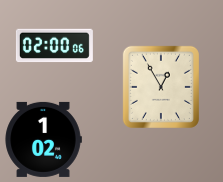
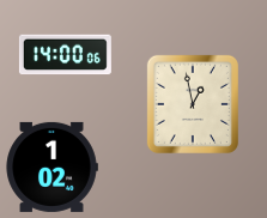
clock at (54, 46): 02:00 -> 14:00
clock at (161, 87): 12:55 -> 12:58
